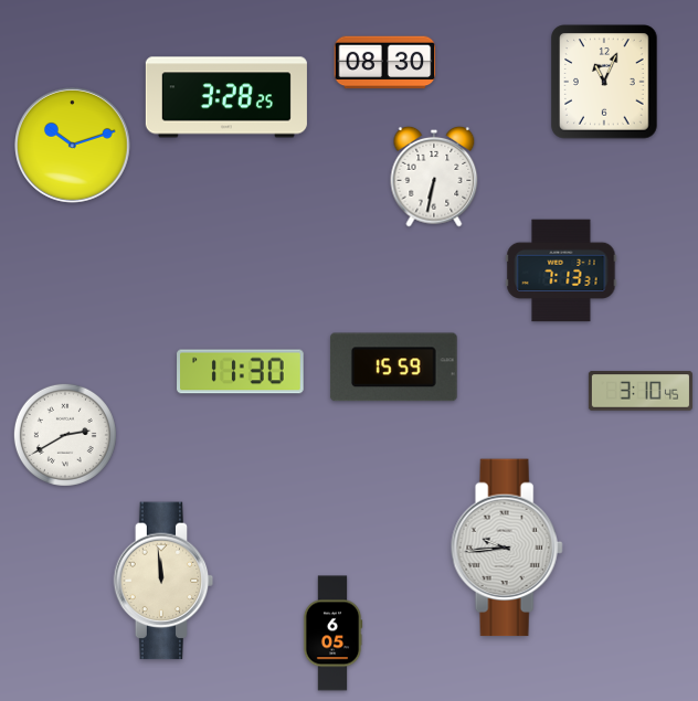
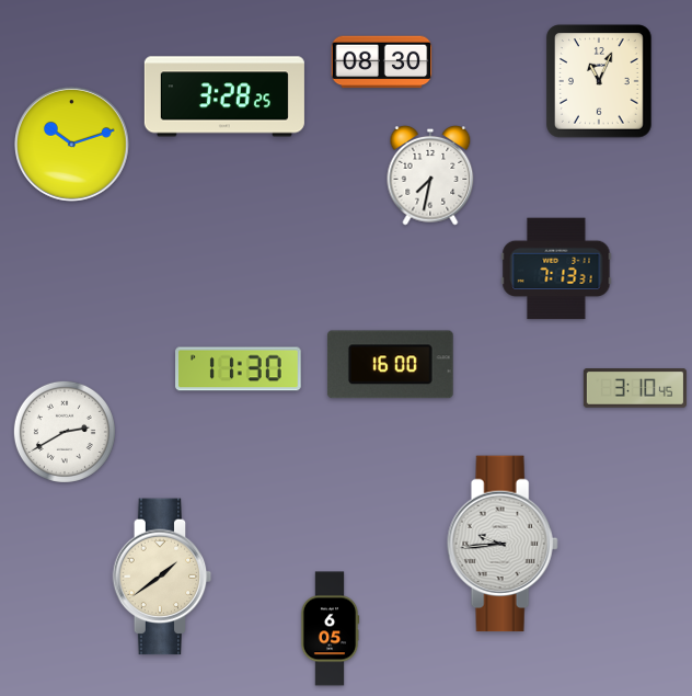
clock at (434, 177): 6:32 -> 7:32
clock at (393, 368): 15:59 -> 16:00
clock at (163, 581): 11:59 -> 1:39
